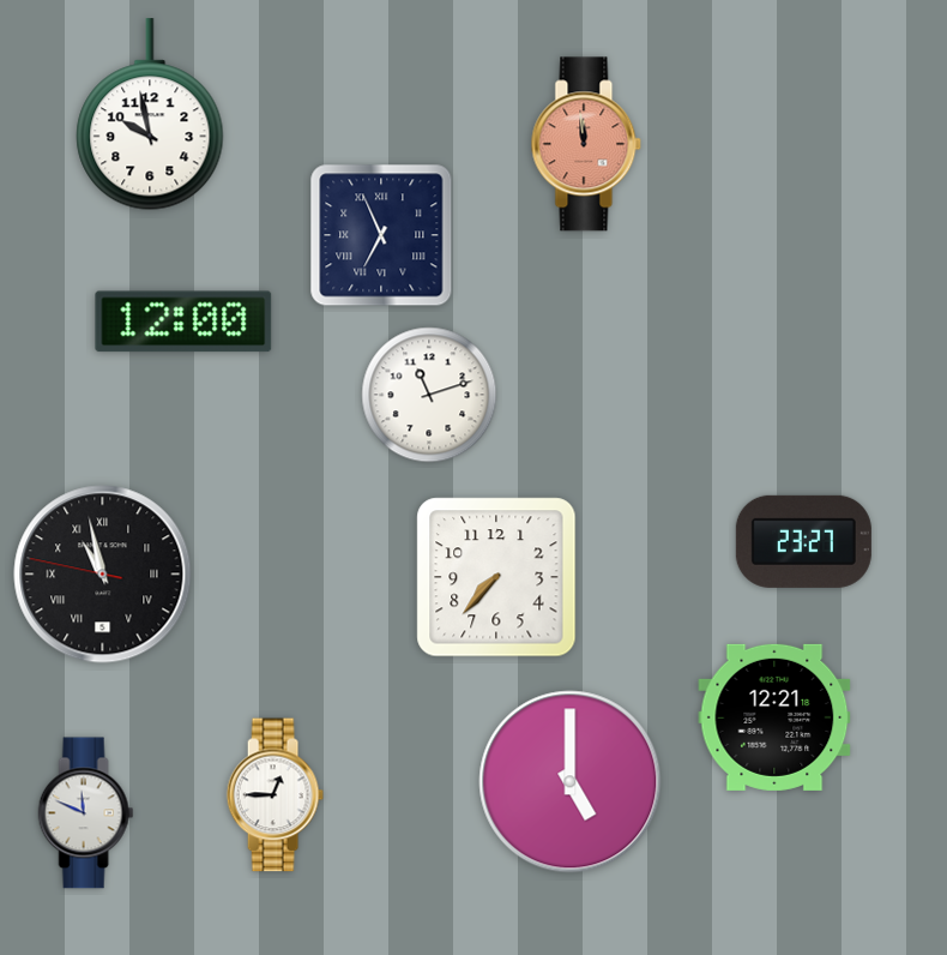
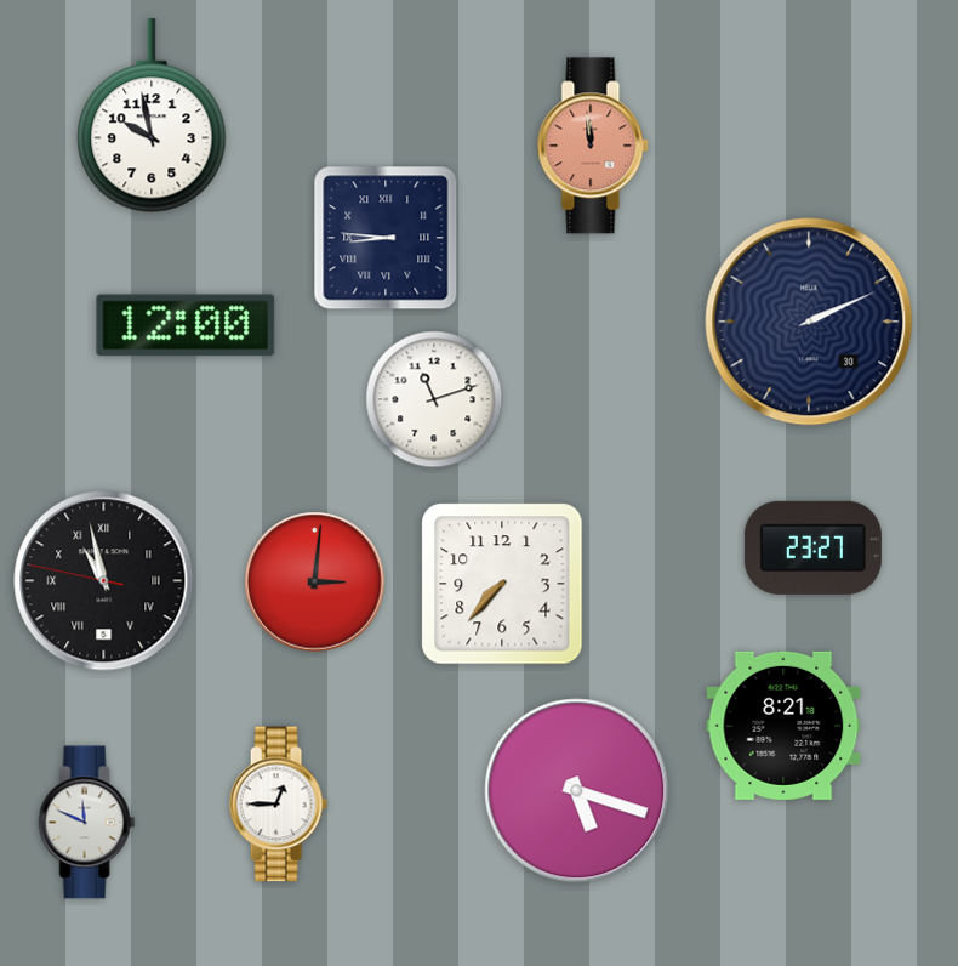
clock at (381, 235): 6:56 -> 8:46
clock at (809, 322): none -> 2:11
clock at (315, 583): none -> 3:01
clock at (774, 717): 12:21 -> 8:21
clock at (571, 782): 5:00 -> 5:18
